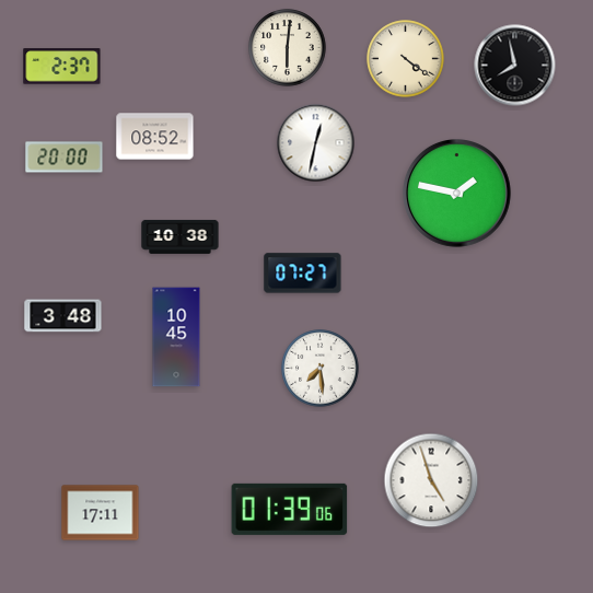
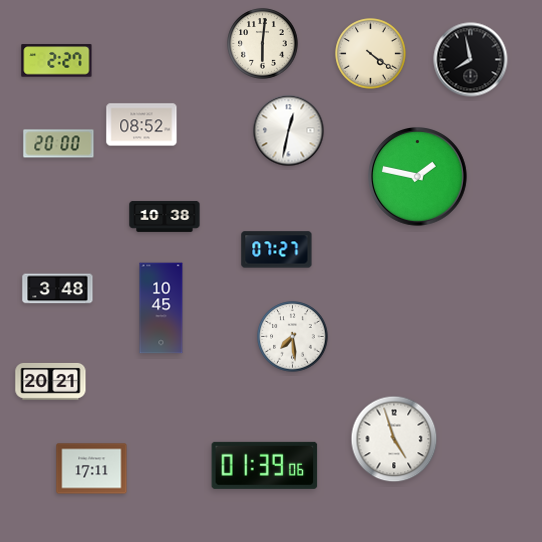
clock at (62, 67): 2:37 -> 2:27
clock at (51, 381): none -> 20:21
